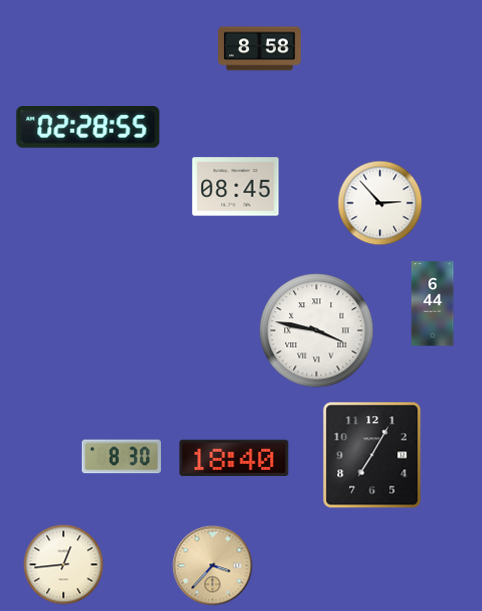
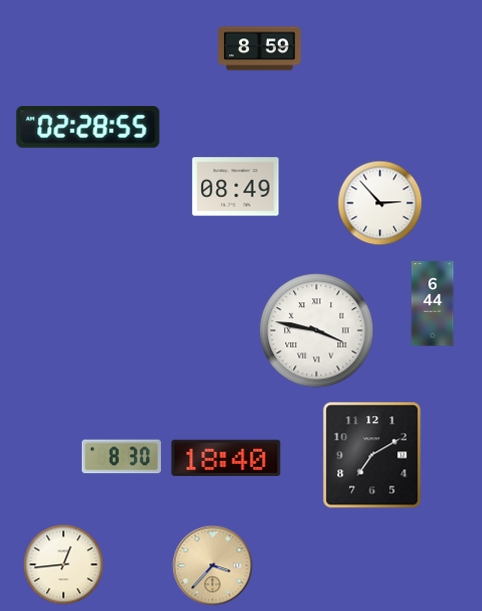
clock at (260, 49): 8:58 -> 8:59
clock at (236, 187): 08:45 -> 08:49
clock at (372, 455): 7:05 -> 7:10
clock at (234, 457) position: (234, 457) -> (226, 457)
